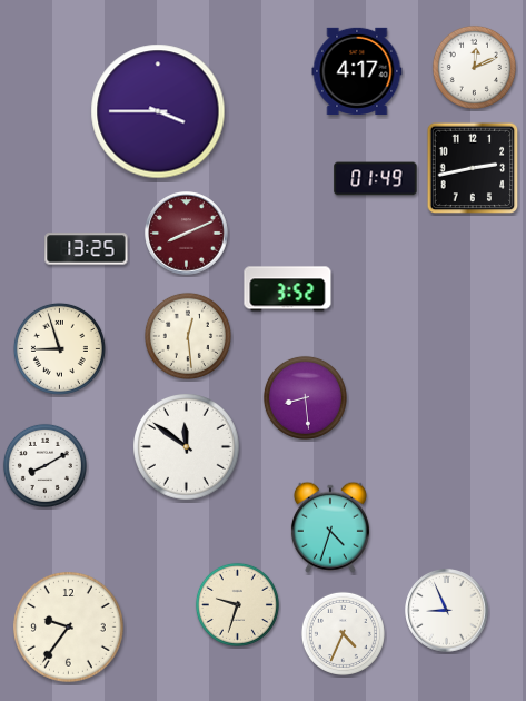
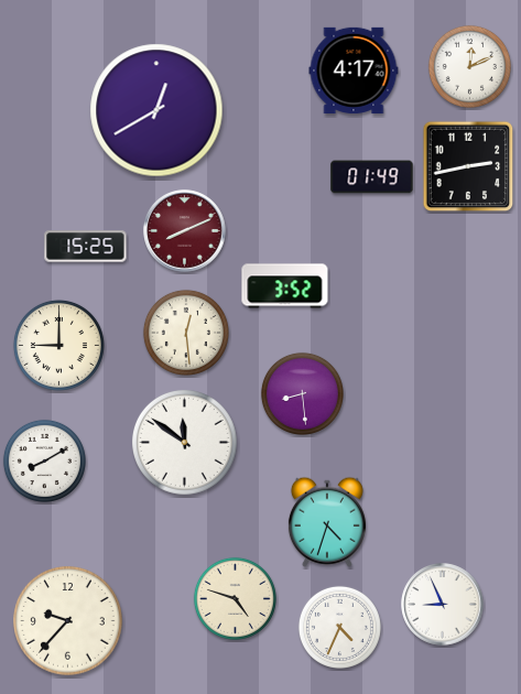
clock at (158, 111): 3:45 -> 12:40
clock at (87, 249): 13:25 -> 15:25
clock at (59, 348): 8:57 -> 9:00
clock at (237, 604): 9:33 -> 4:48
clock at (69, 628): 9:36 -> 9:37
